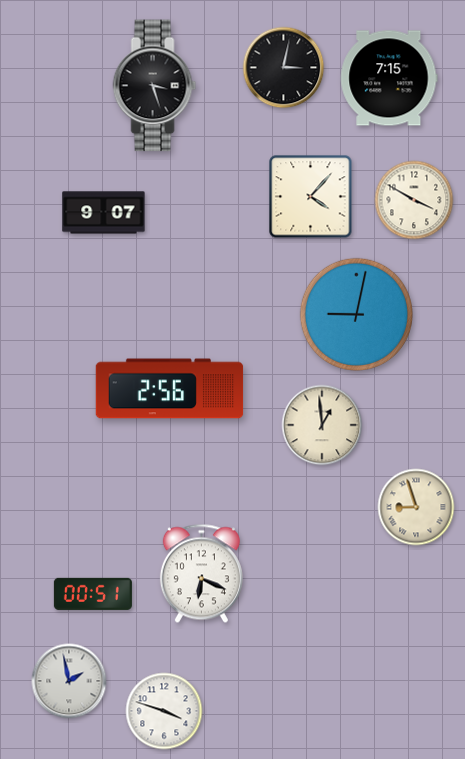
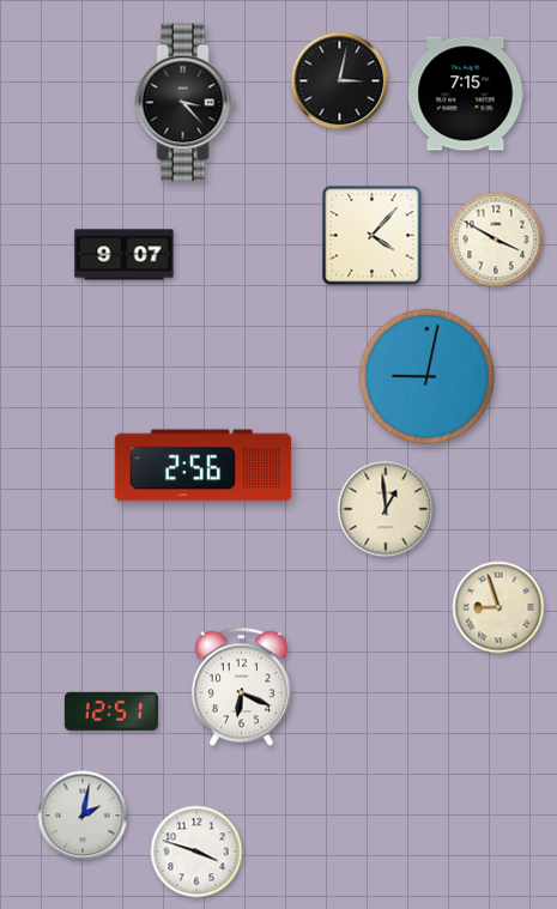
clock at (155, 86): 3:27 -> 3:23
clock at (93, 594): 00:51 -> 12:51
clock at (69, 681): 1:58 -> 2:02
